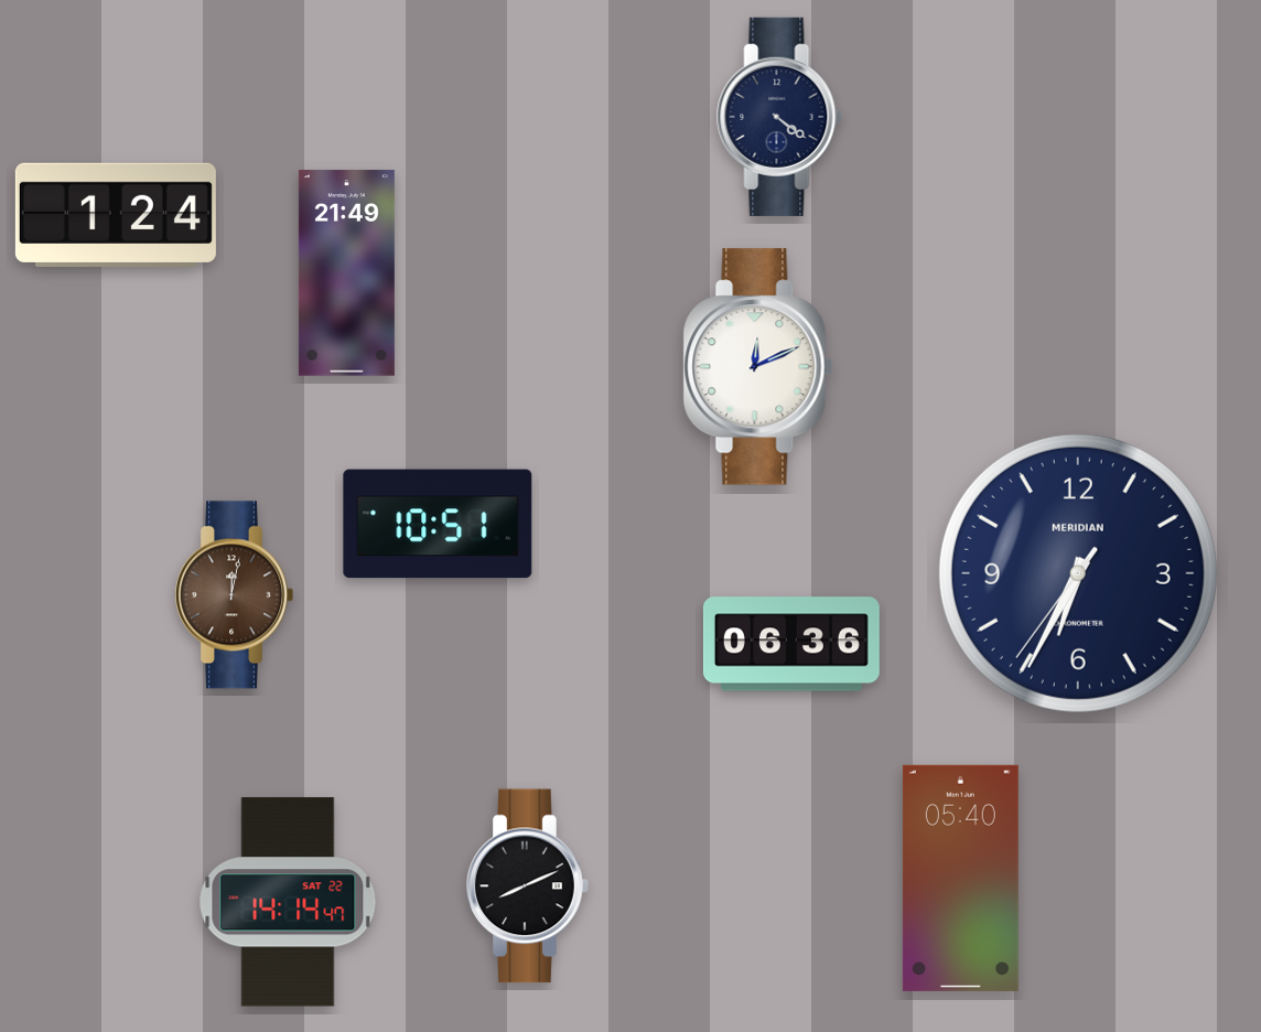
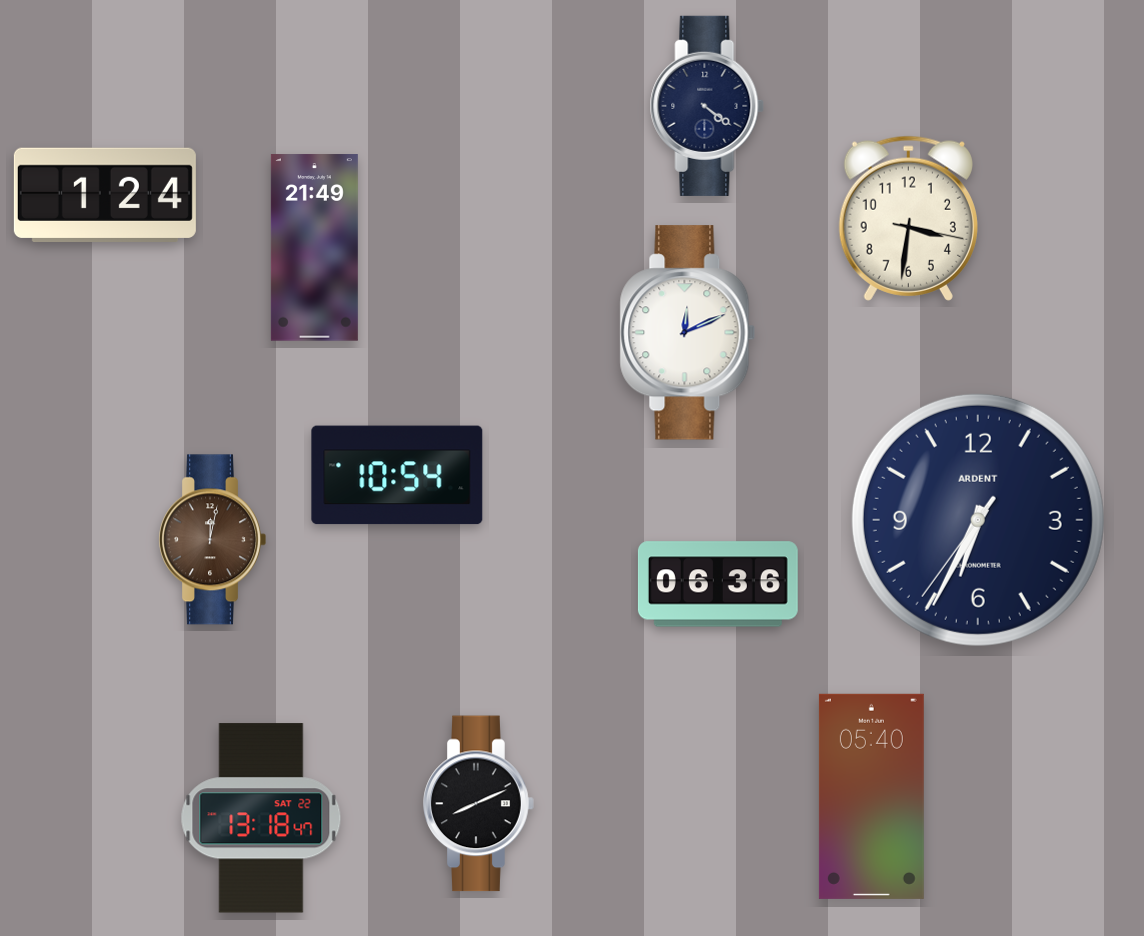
clock at (908, 218): none -> 3:31
clock at (438, 524): 10:51 -> 10:54
clock at (1078, 573) brand: MERIDIAN -> ARDENT
clock at (288, 902): 14:14 -> 13:18
